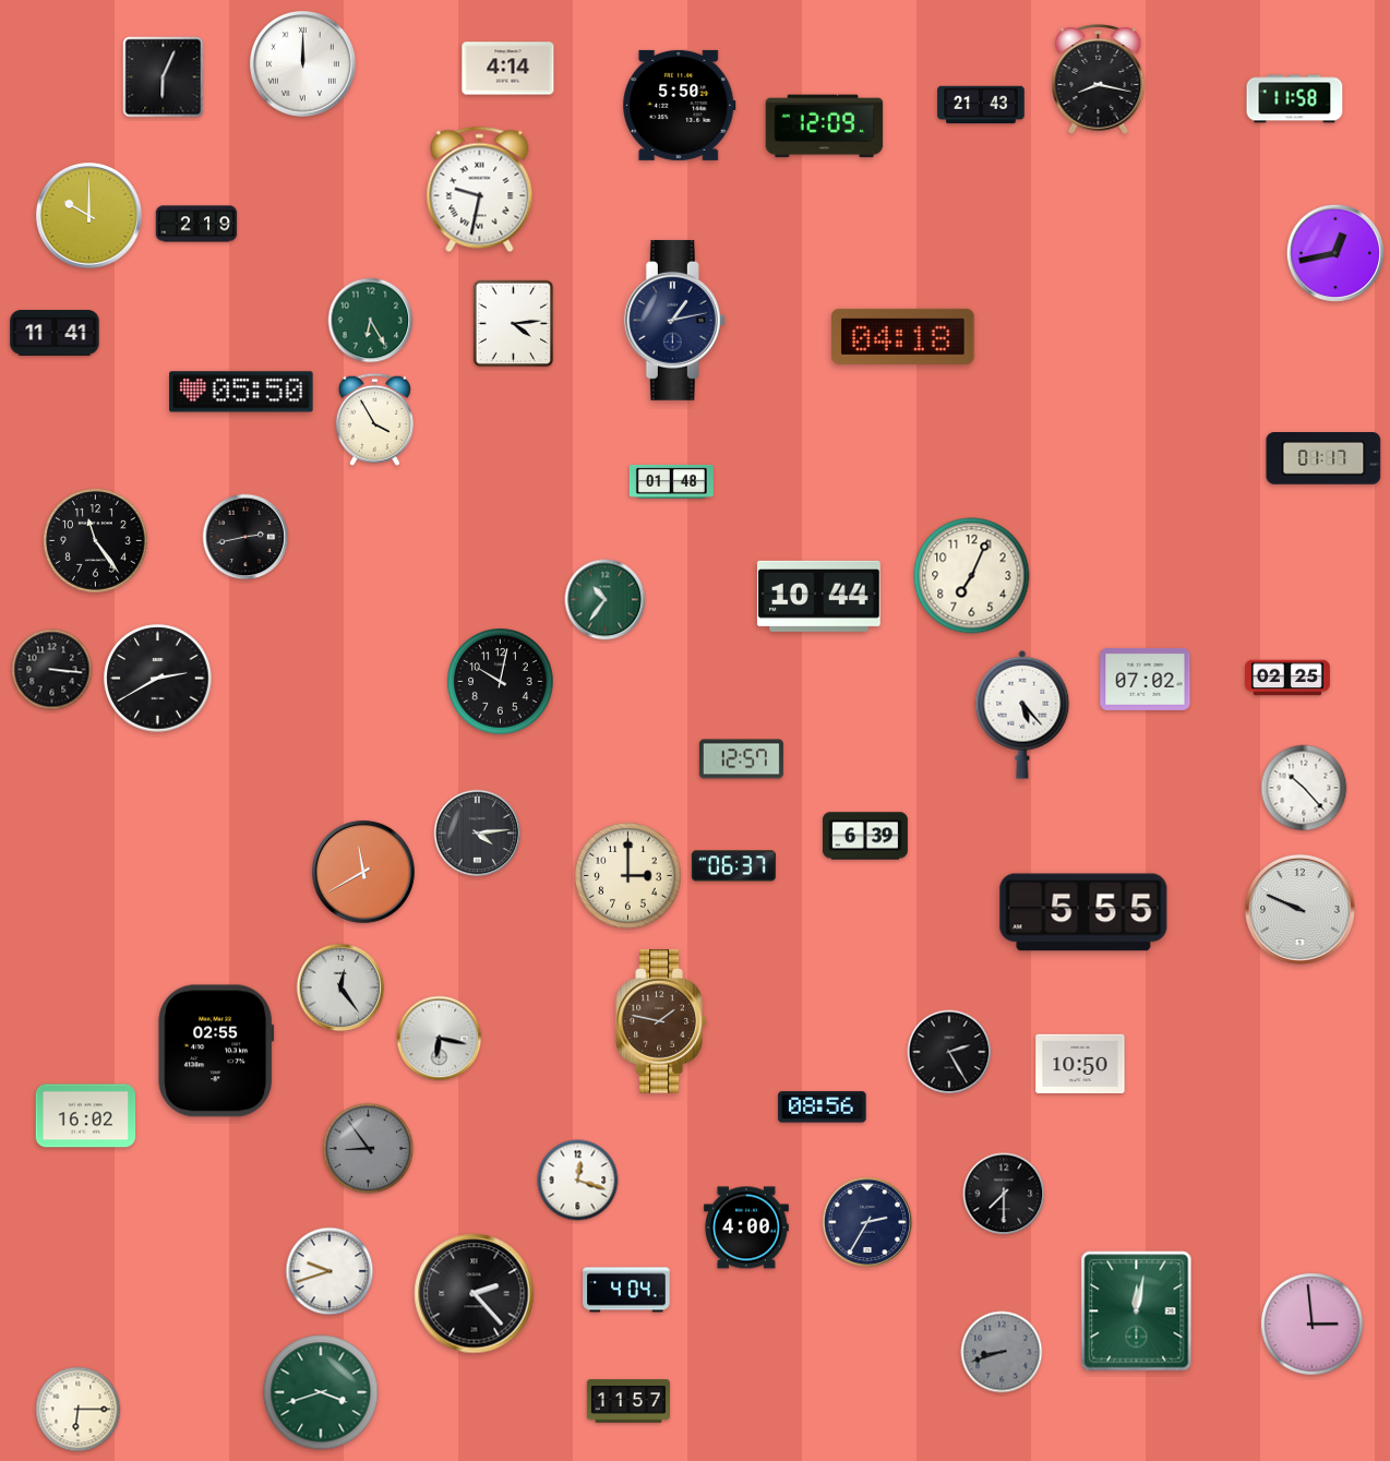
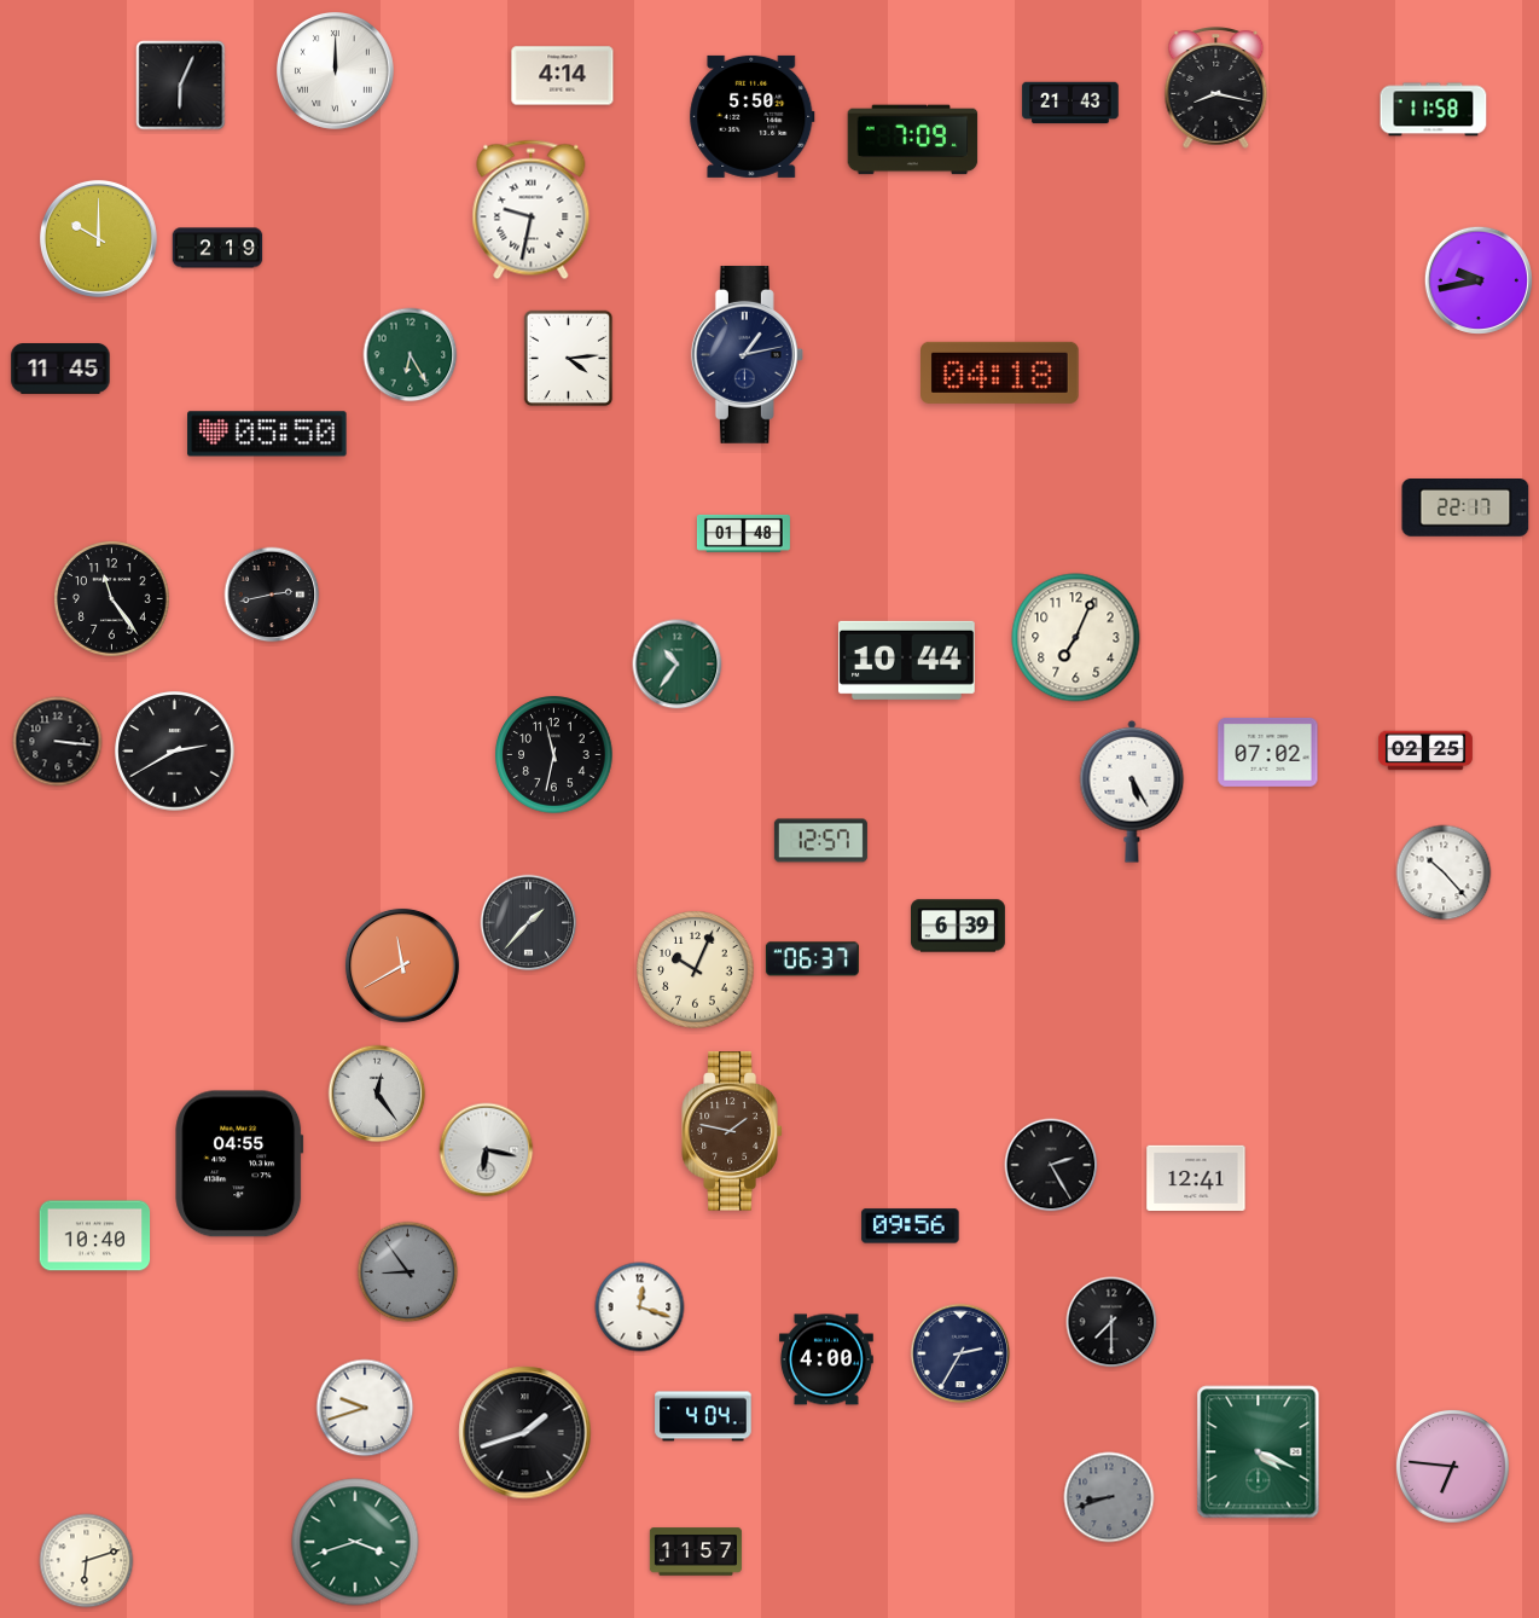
clock at (981, 105) position: (981, 105) -> (1070, 103)
clock at (825, 127): 12:09 -> 7:09
clock at (1335, 253): 12:43 -> 9:43
clock at (55, 334): 11:41 -> 11:45
clock at (374, 419): 3:55 -> none
clock at (1323, 459): 01:17 -> 22:17
clock at (96, 541) position: (96, 541) -> (112, 599)
clock at (606, 600) position: (606, 600) -> (678, 665)
clock at (501, 682): 10:02 -> 11:32
clock at (1022, 715): 5:23 -> 5:25
clock at (478, 834): 4:14 -> 1:37
clock at (628, 876): 3:00 -> 10:04
clock at (1301, 910): 9:49 -> none
clock at (1083, 912): 5:55 -> none
clock at (216, 1051): 02:55 -> 04:55
clock at (1080, 1063): 10:50 -> 12:41
clock at (823, 1107): 08:56 -> 09:56
clock at (86, 1116): 16:02 -> 10:40
clock at (626, 1290) position: (626, 1290) -> (703, 1416)
clock at (475, 1294): 2:23 -> 1:42
clock at (1137, 1312): 12:02 -> 4:19
clock at (1311, 1324): 2:59 -> 6:46
clock at (79, 1410): 6:15 -> 6:12
